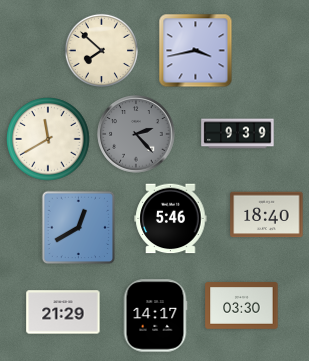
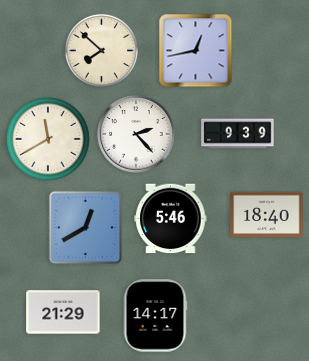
clock at (196, 51): 3:43 -> 12:43
clock at (136, 134) dial: grey -> white
clock at (79, 228) position: (79, 228) -> (86, 228)
clock at (242, 306): 03:30 -> none
